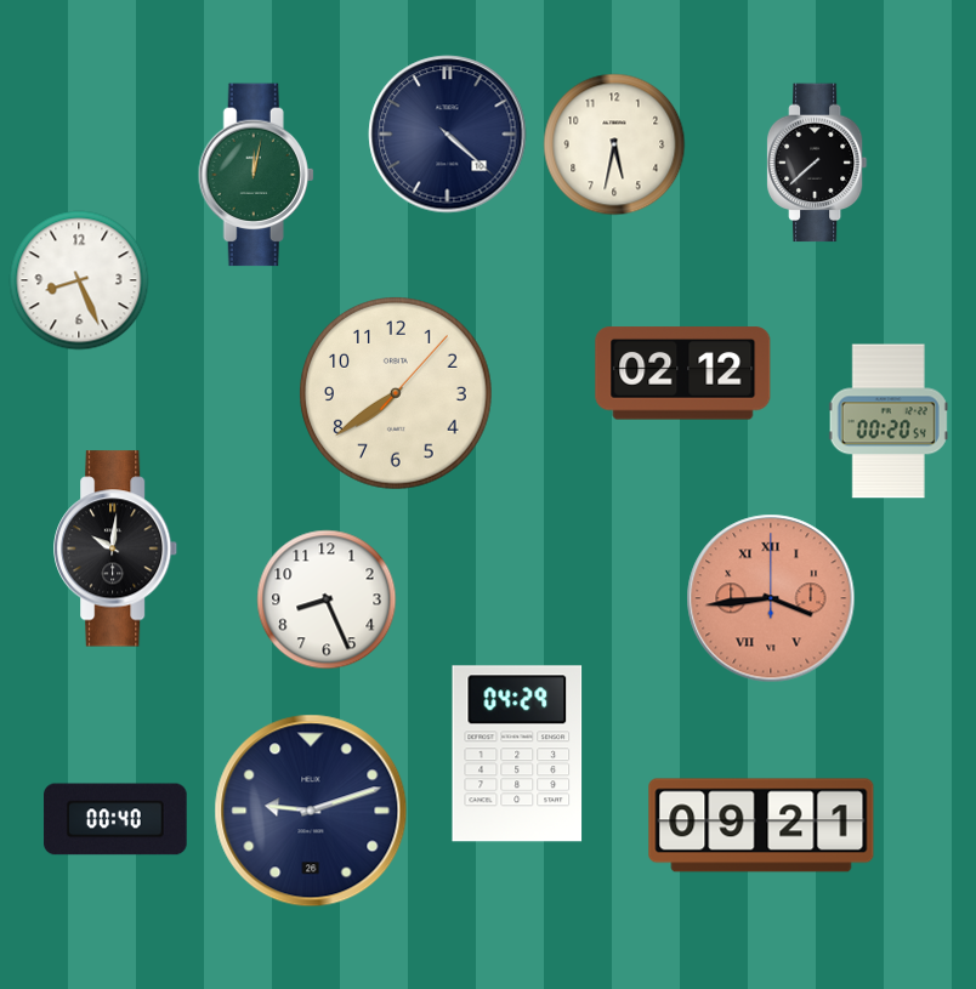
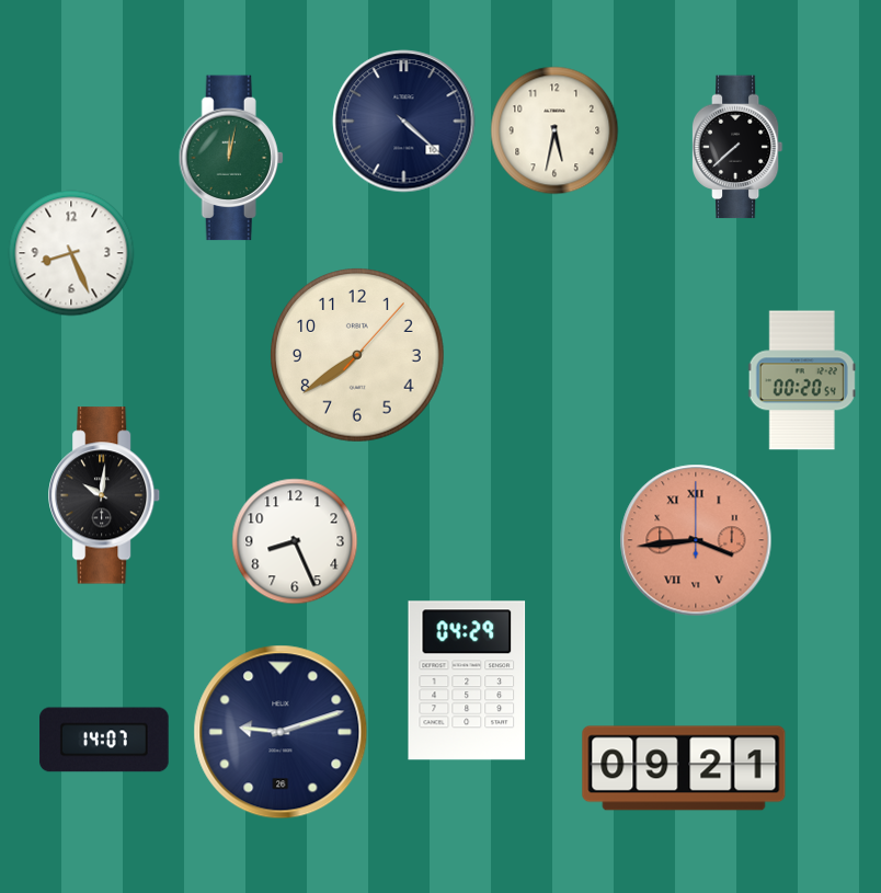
clock at (683, 374): 02:12 -> none
clock at (115, 819): 00:40 -> 14:07
clock at (761, 825) position: (761, 825) -> (684, 768)
